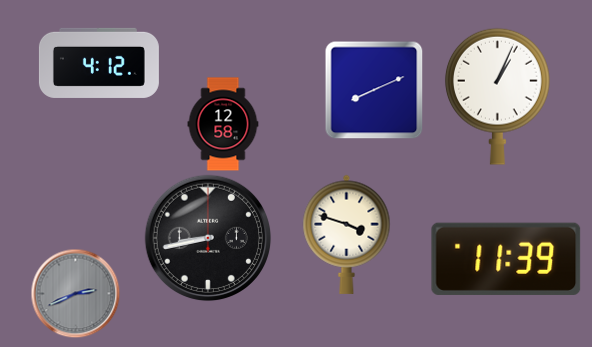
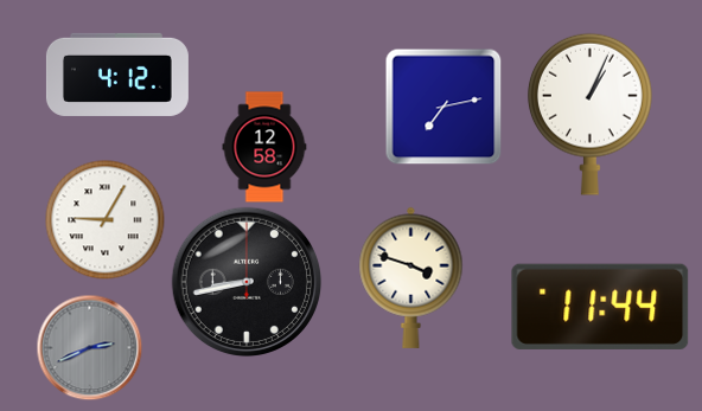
clock at (374, 90): 8:11 -> 7:13
clock at (106, 220): none -> 9:05
clock at (506, 259): 11:39 -> 11:44
